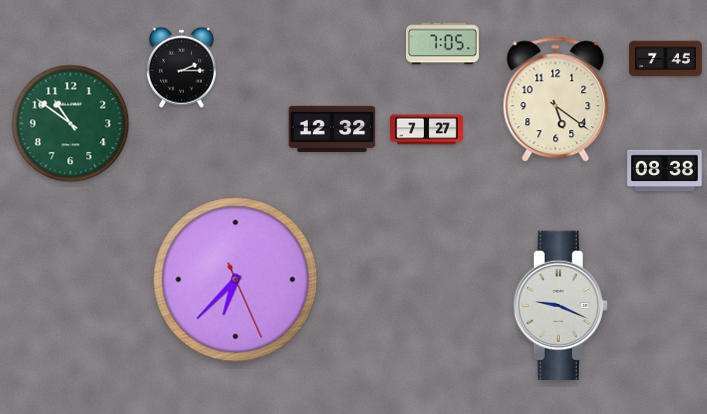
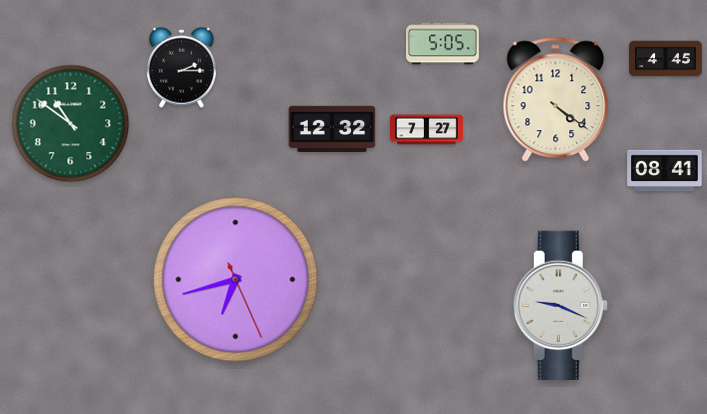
clock at (443, 44): 7:05 -> 5:05
clock at (666, 59): 7:45 -> 4:45
clock at (556, 100): 5:21 -> 4:21
clock at (665, 171): 08:38 -> 08:41
clock at (236, 280): 6:37 -> 6:42
